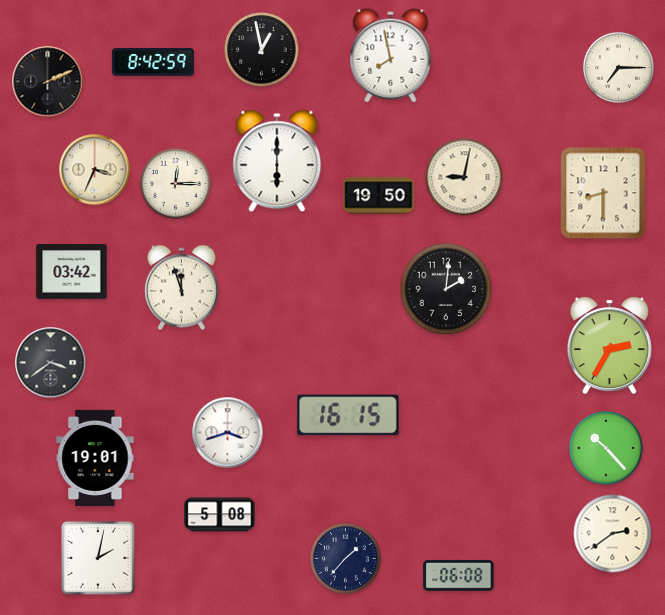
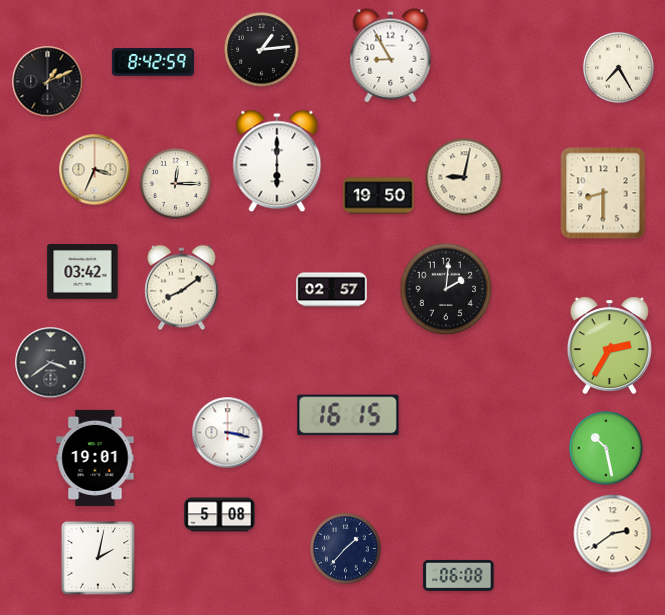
clock at (262, 50): 12:58 -> 1:14
clock at (391, 56): 7:58 -> 8:55
clock at (618, 67): 7:15 -> 7:25
clock at (48, 82): 2:11 -> 1:11
clock at (72, 272) position: (72, 272) -> (83, 272)
clock at (181, 288): 11:57 -> 8:09
clock at (332, 290): none -> 02:57
clock at (228, 433): 3:42 -> 3:17
clock at (606, 448): 10:23 -> 10:28
clock at (345, 558) position: (345, 558) -> (345, 548)
